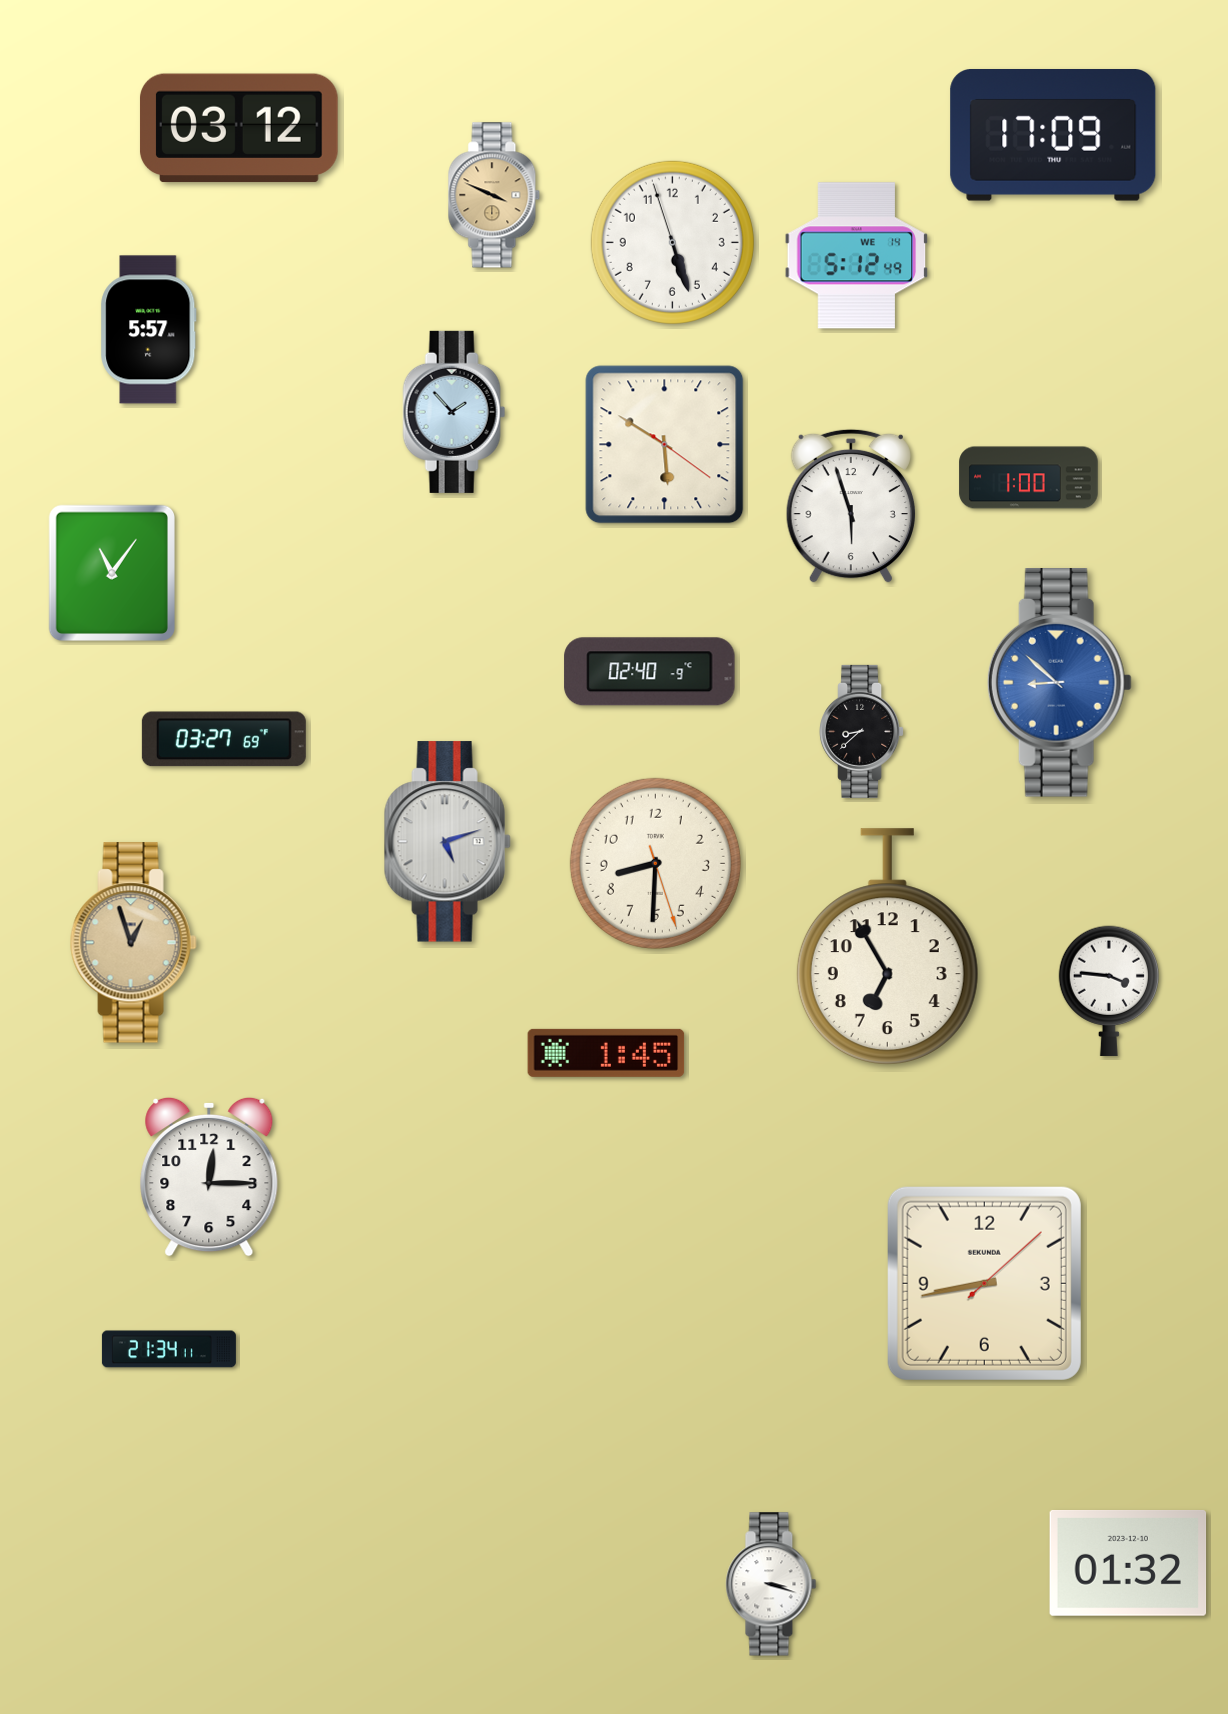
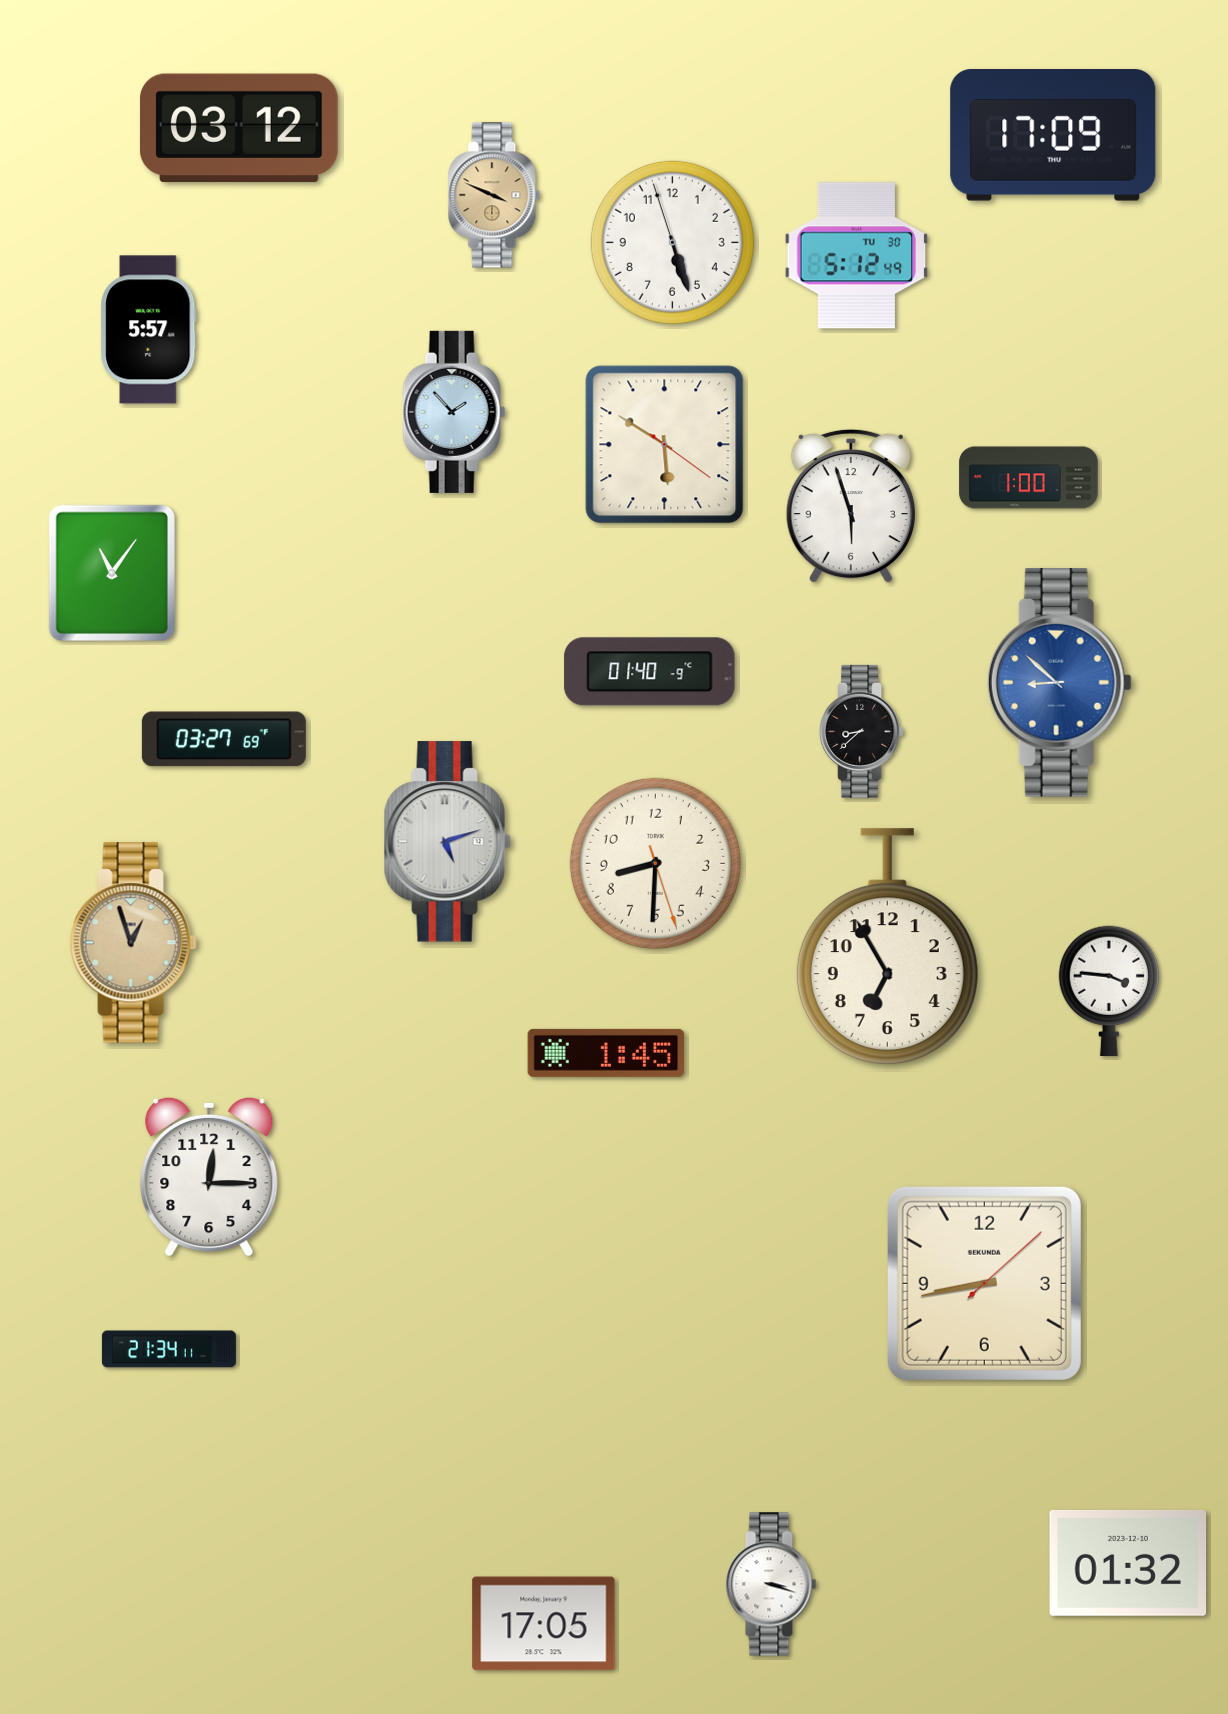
clock at (857, 256) date: WE 14 -> TU 30
clock at (650, 672): 02:40 -> 01:40
clock at (544, 1624): none -> 17:05
